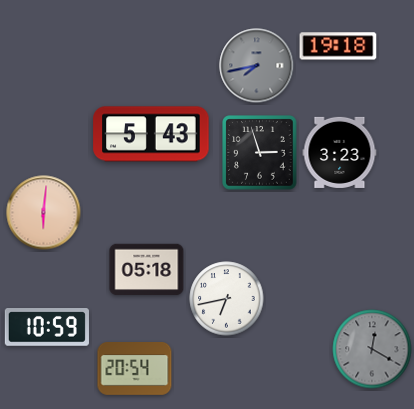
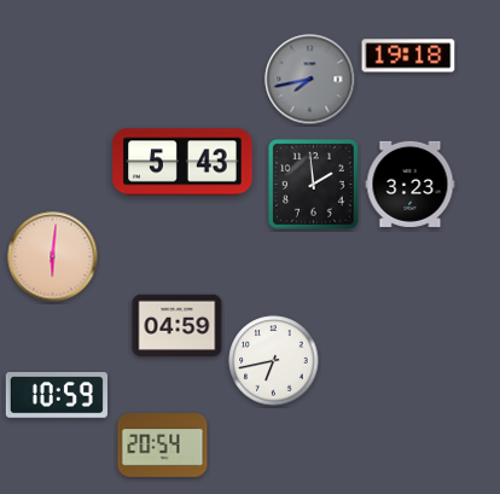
clock at (260, 153): 2:57 -> 1:59
clock at (147, 270): 05:18 -> 04:59
clock at (372, 349): 12:20 -> none
